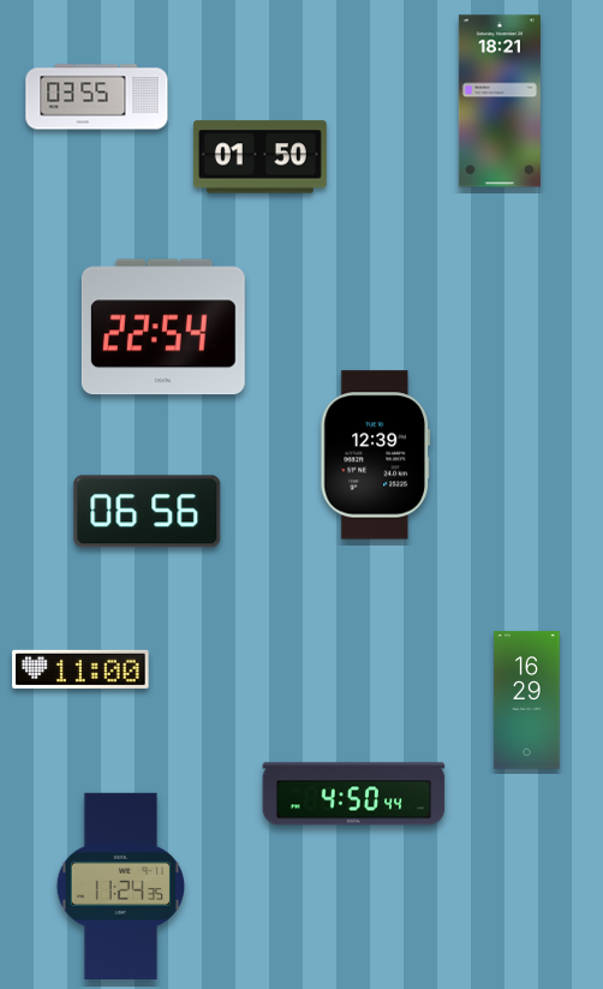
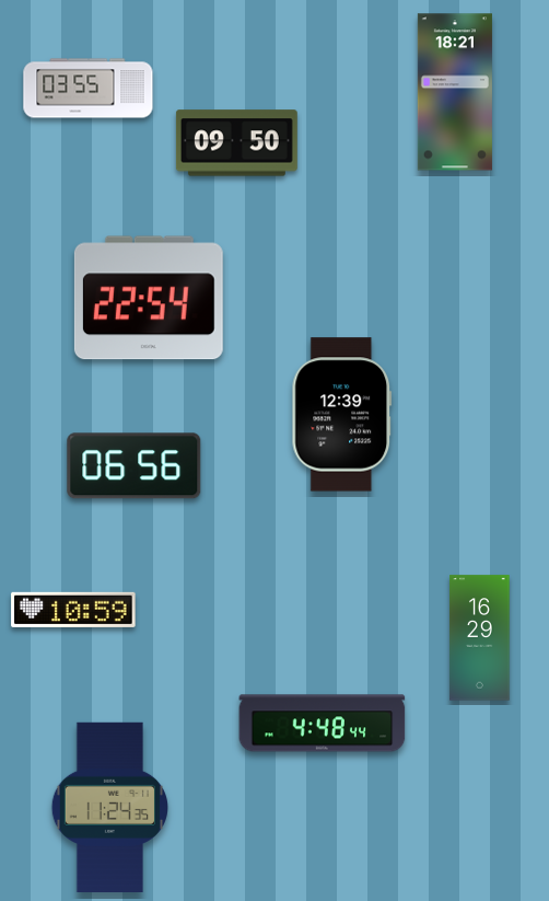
clock at (259, 157): 01:50 -> 09:50
clock at (80, 669): 11:00 -> 10:59
clock at (354, 794): 4:50 -> 4:48
